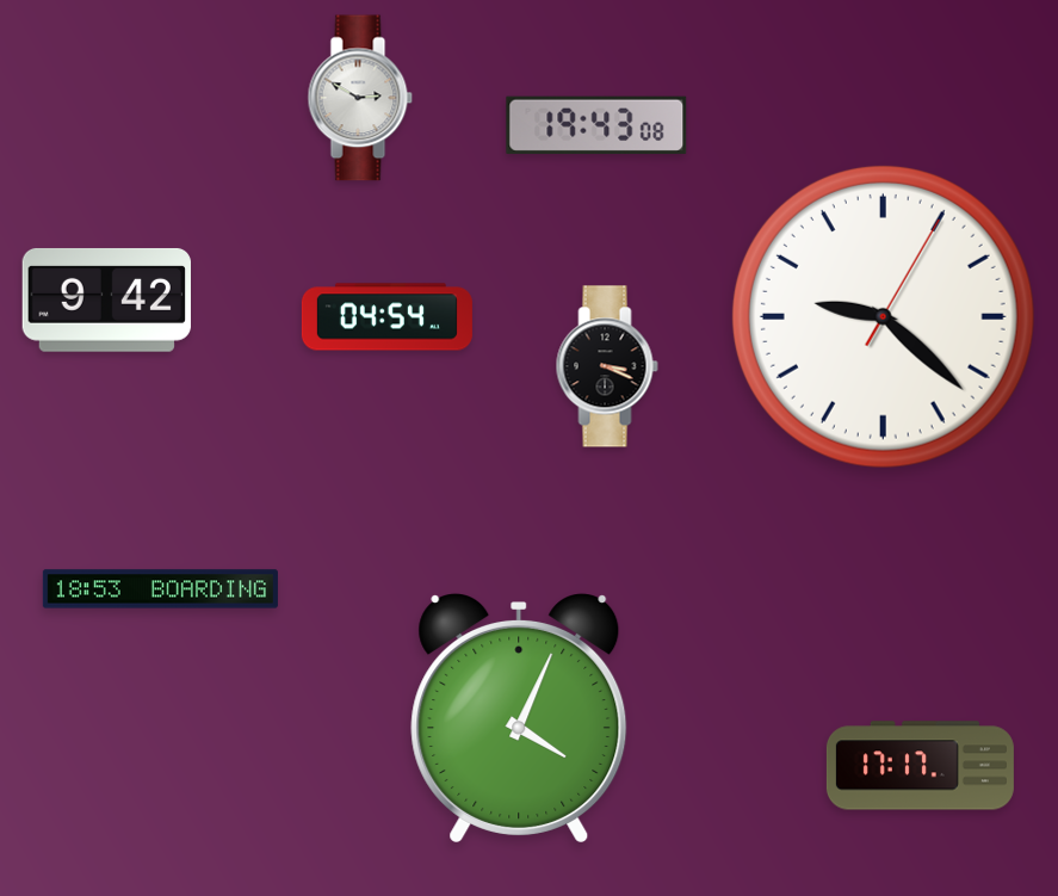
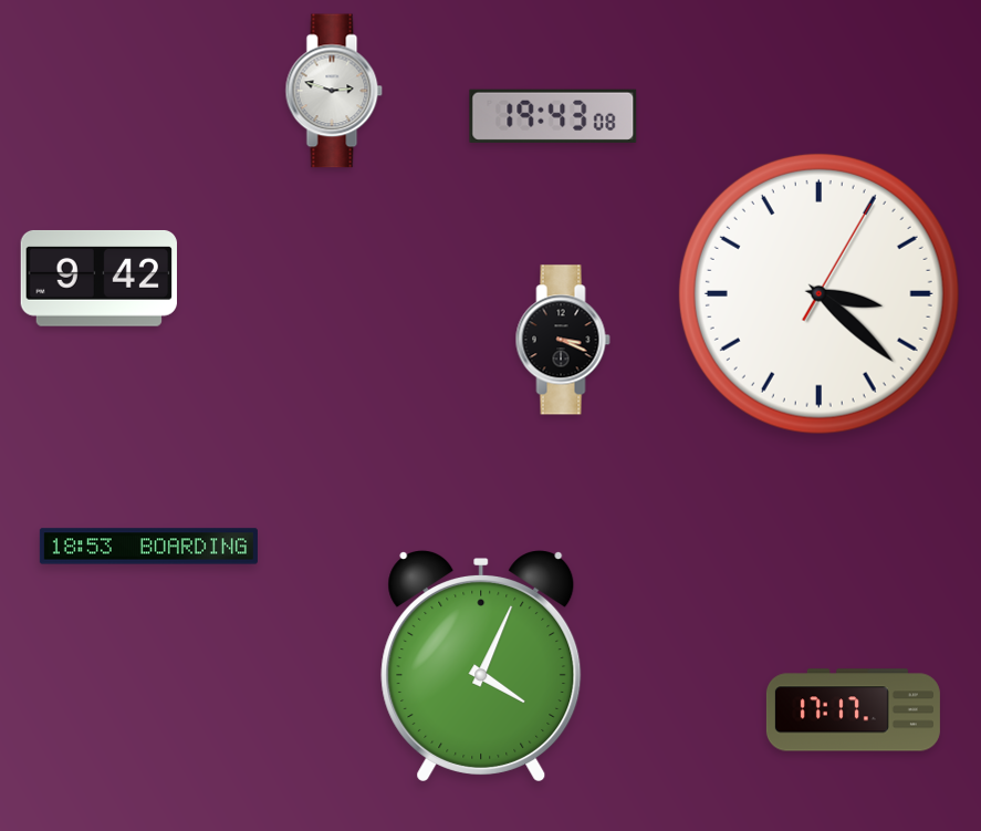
clock at (360, 98): 2:50 -> 2:48
clock at (883, 316): 9:22 -> 3:22
clock at (386, 317): 04:54 -> none
